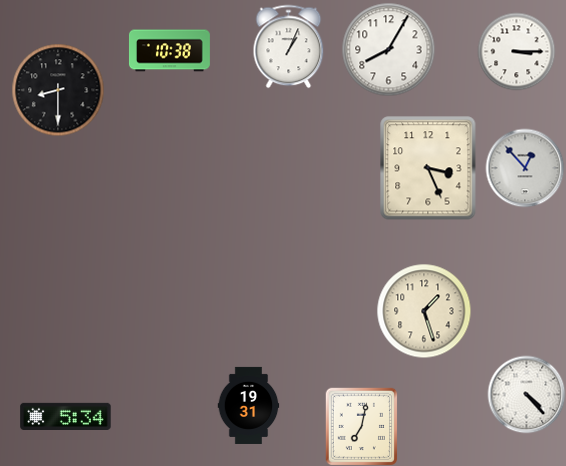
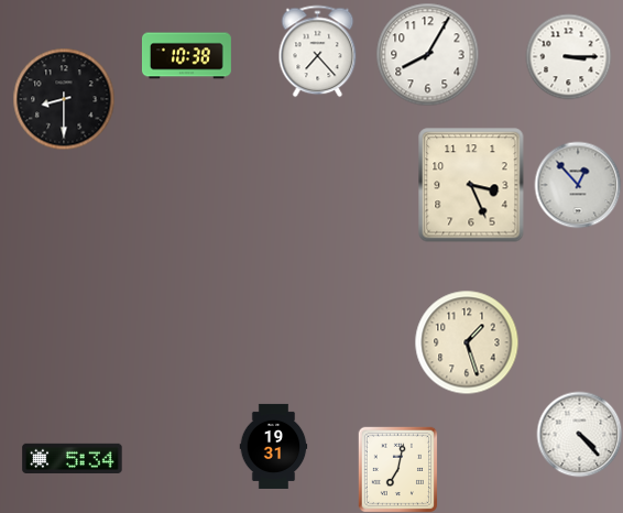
clock at (289, 46): 1:04 -> 7:23
